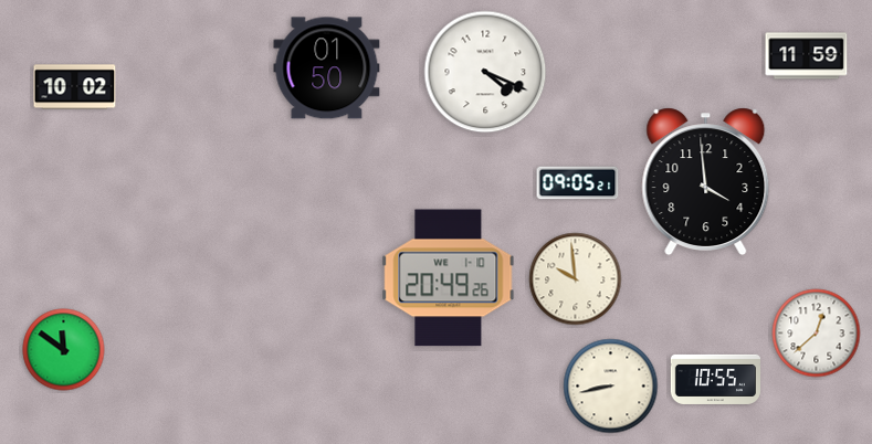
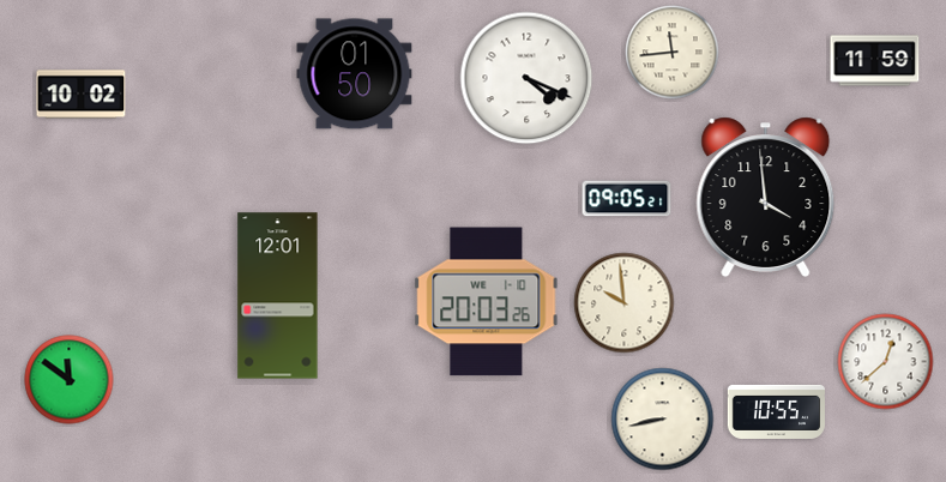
clock at (673, 53): none -> 11:44
clock at (278, 296): none -> 12:01
clock at (449, 278): 20:49 -> 20:03
